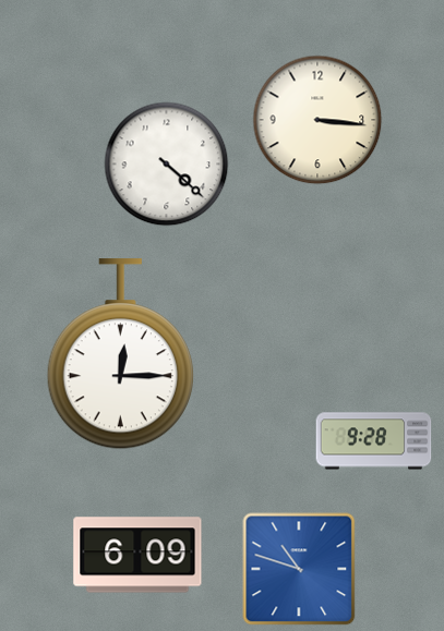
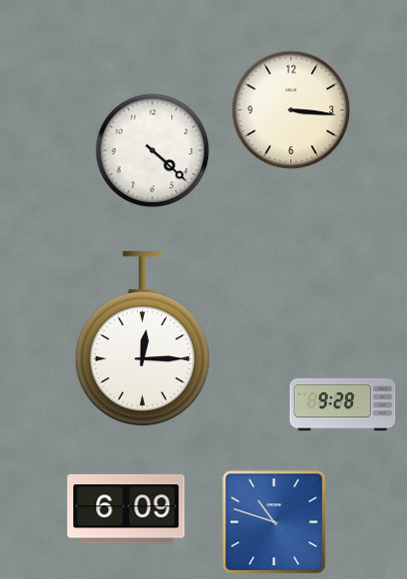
clock at (120, 354) position: (120, 354) -> (142, 339)
